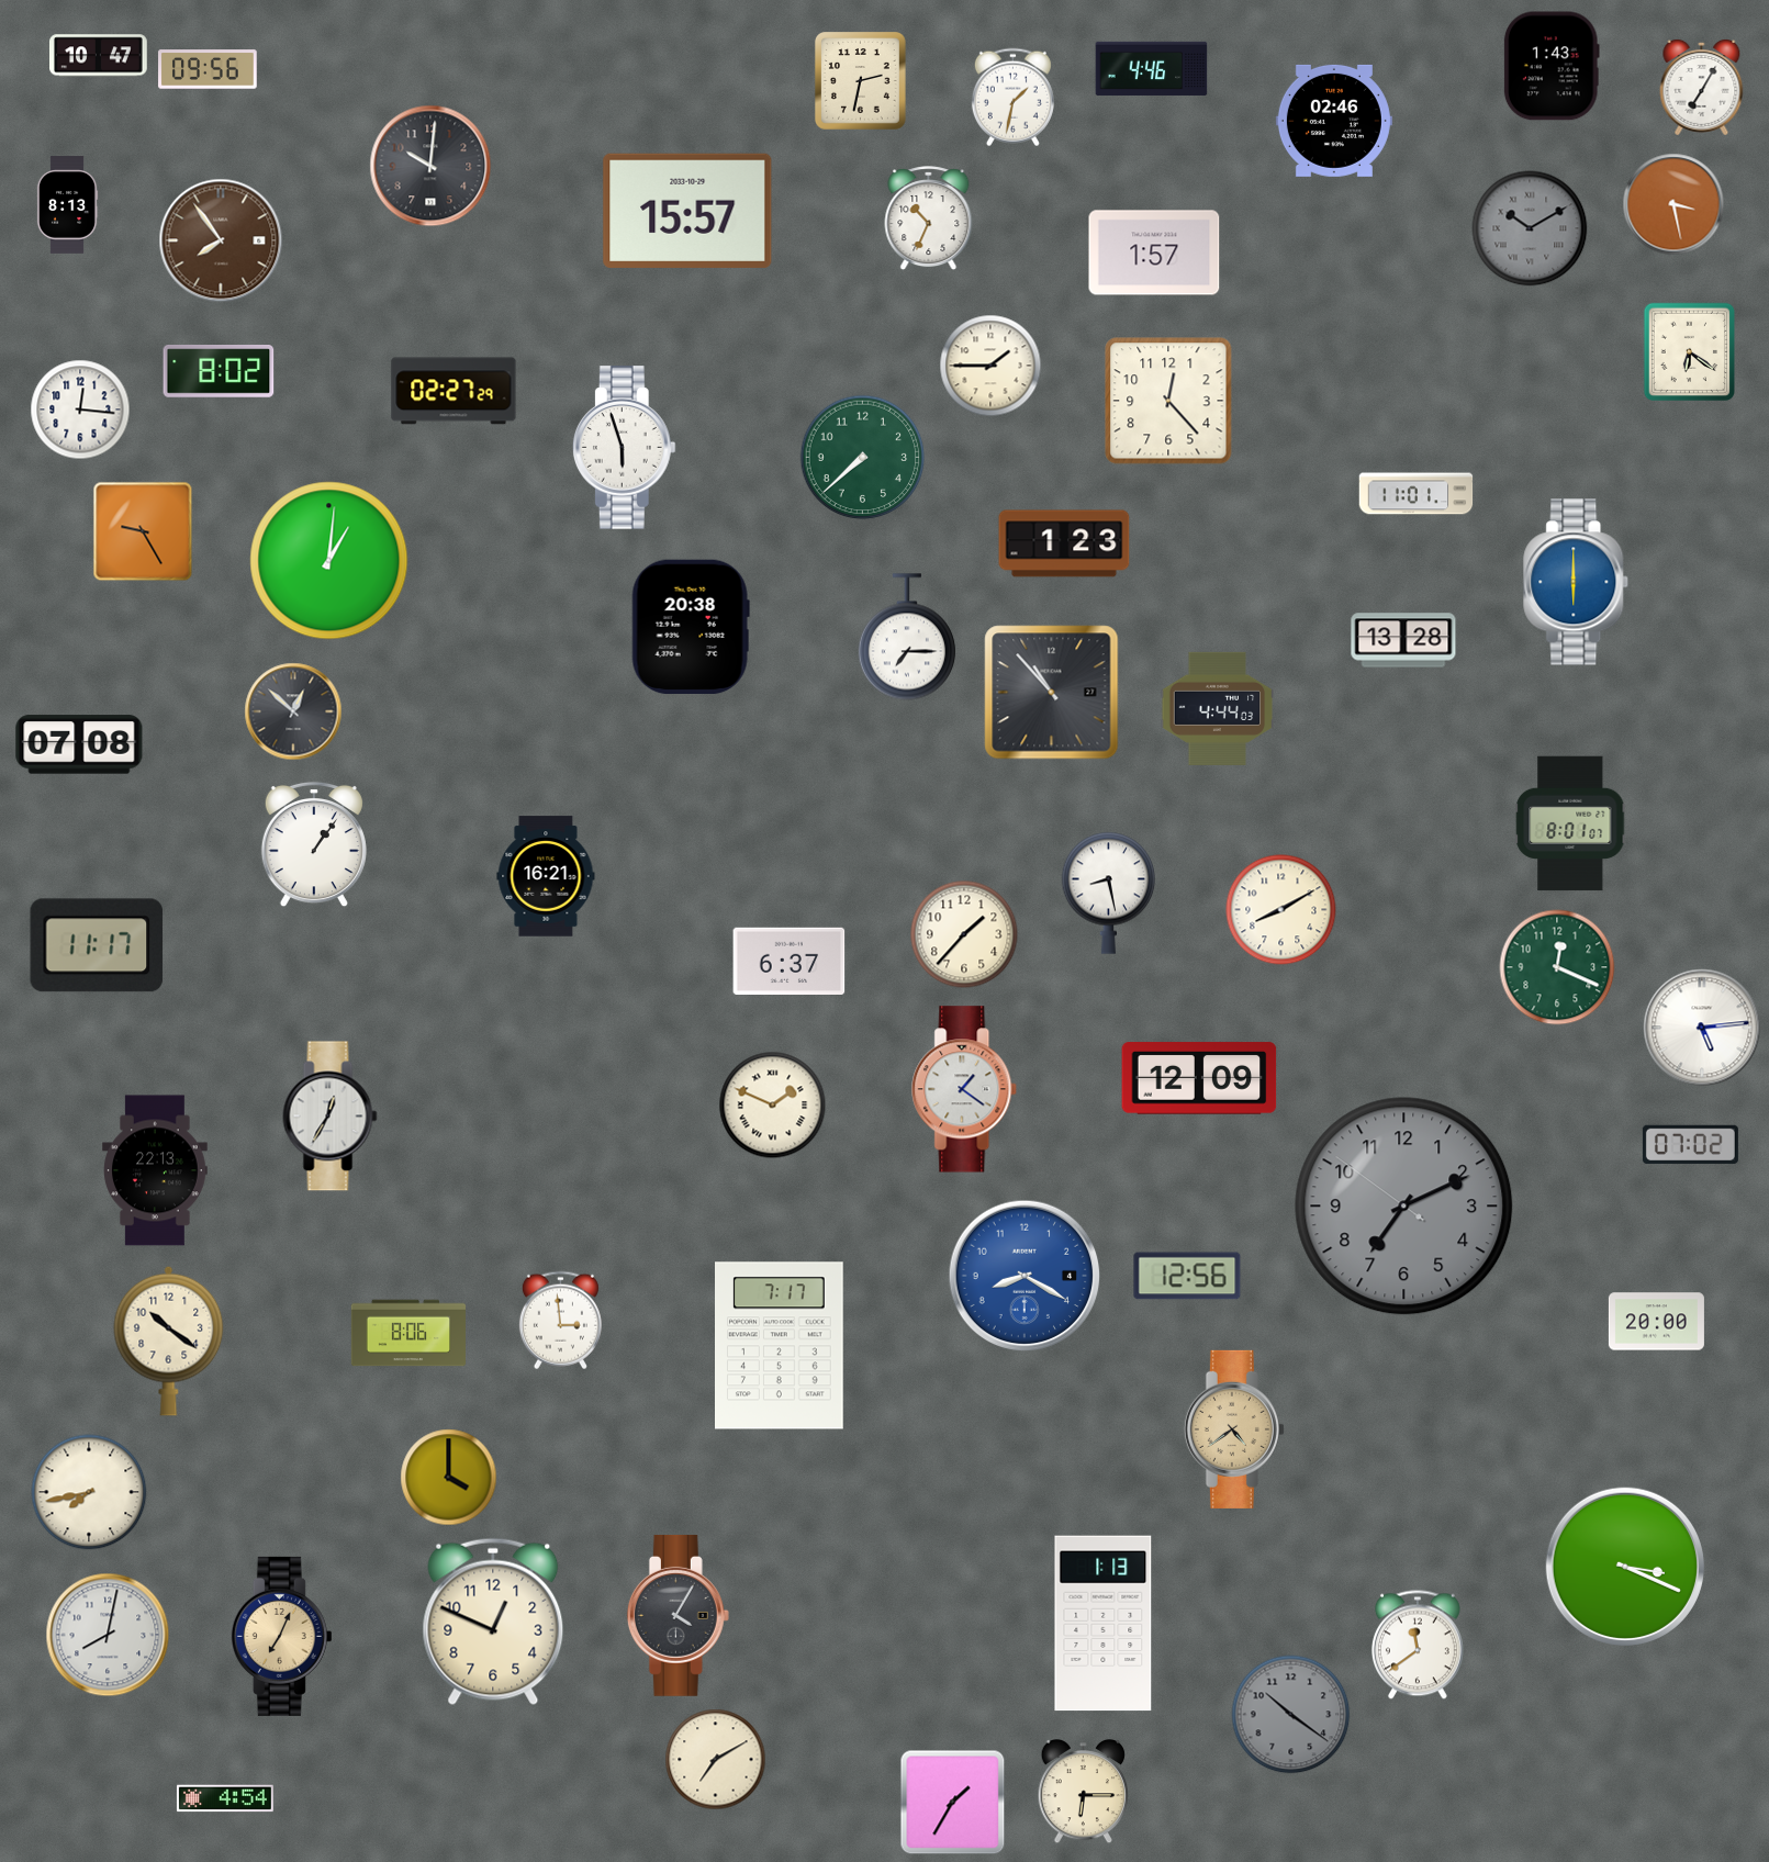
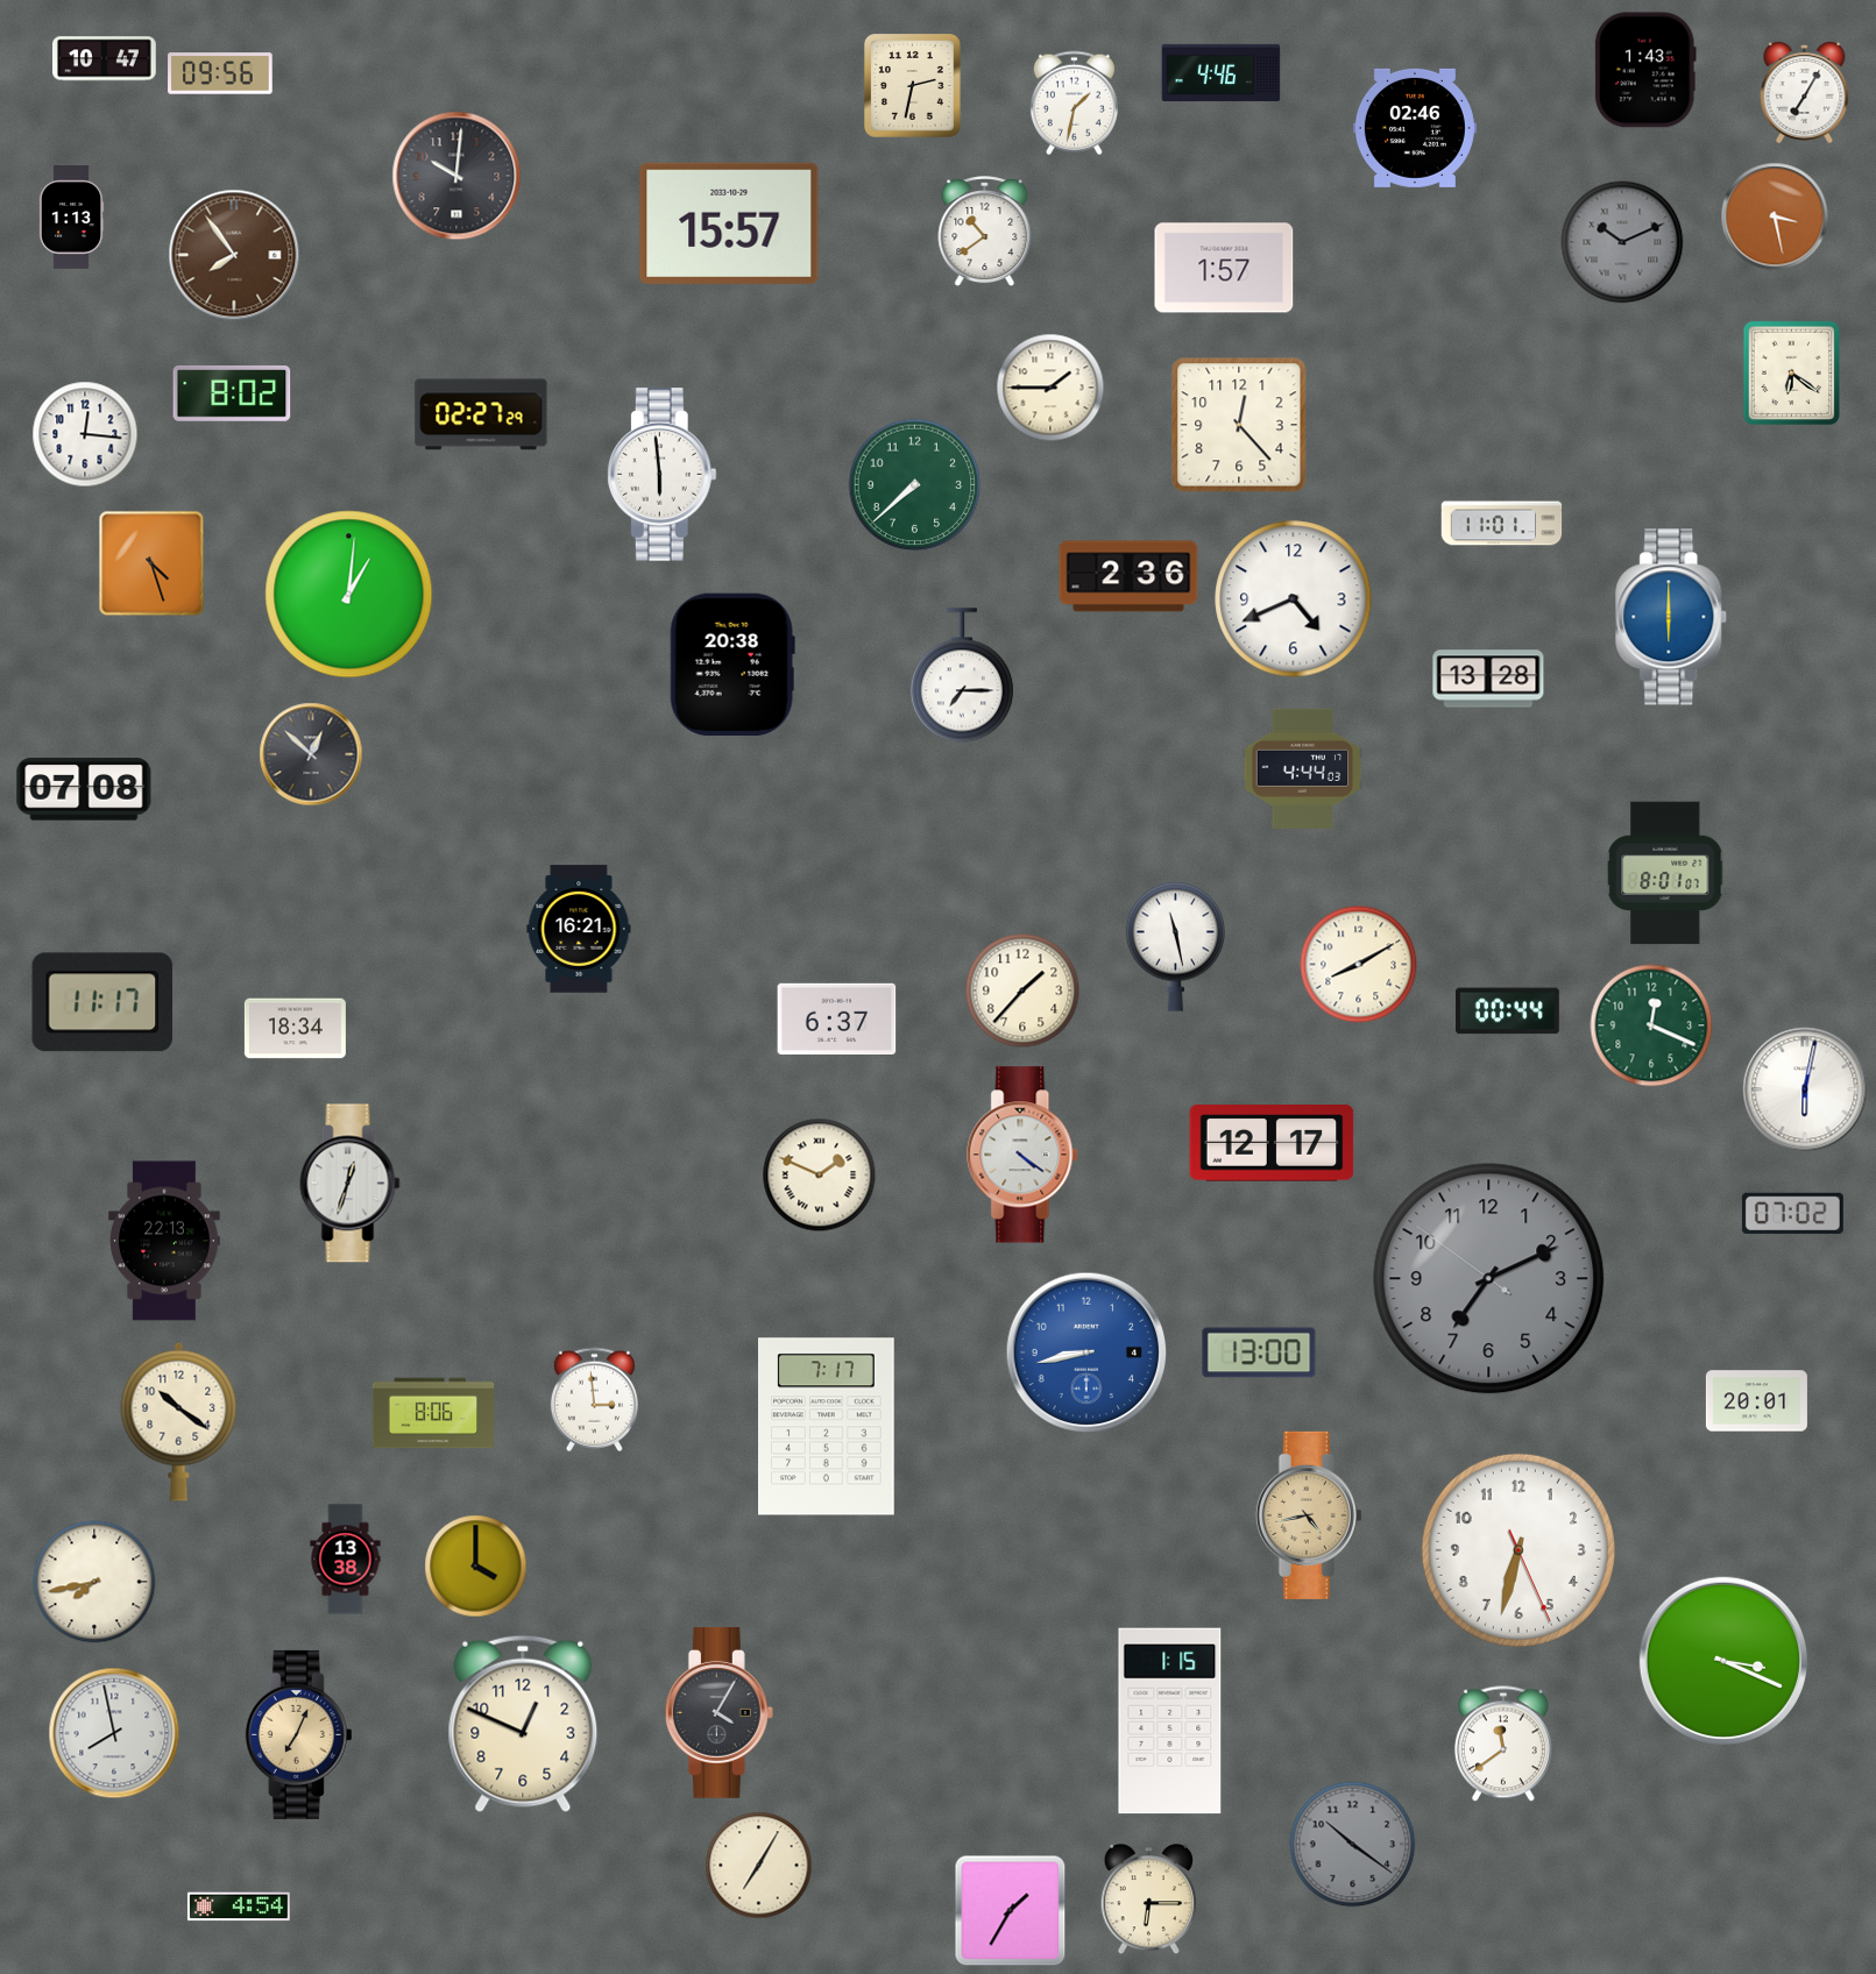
clock at (67, 205): 8:13 -> 1:13
clock at (929, 218): 10:34 -> 10:39
clock at (1530, 228): 10:10 -> 10:11
clock at (624, 448): 5:57 -> 5:59
clock at (143, 531): 9:25 -> 4:27
clock at (1064, 543): 1:23 -> 2:36
clock at (1294, 599): none -> 4:41
clock at (1052, 693): 10:53 -> none
clock at (1218, 708) position: (1218, 708) -> (1303, 768)
clock at (314, 844): 1:06 -> none
clock at (1109, 893): 8:28 -> 11:28
clock at (1508, 1011): none -> 00:44
clock at (295, 1029): none -> 18:34
clock at (1702, 1028): 5:14 -> 6:02
clock at (1199, 1078): 12:09 -> 12:17
clock at (965, 1089): 1:21 -> 4:21
clock at (773, 1106) position: (773, 1106) -> (820, 1176)
clock at (331, 1117): 12:35 -> 12:33
clock at (1025, 1276): 8:20 -> 8:43
clock at (1187, 1276): 12:56 -> 13:00
clock at (1656, 1322): 20:00 -> 20:01
clock at (1234, 1429): 4:39 -> 4:43
clock at (1519, 1550): none -> 6:32
clock at (346, 1560): none -> 13:38
clock at (493, 1622) position: (493, 1622) -> (523, 1724)
clock at (1104, 1624): 1:13 -> 1:15
clock at (108, 1635): 8:02 -> 7:58
clock at (1291, 1715) position: (1291, 1715) -> (1353, 1845)
clock at (716, 1760): 7:10 -> 7:05
